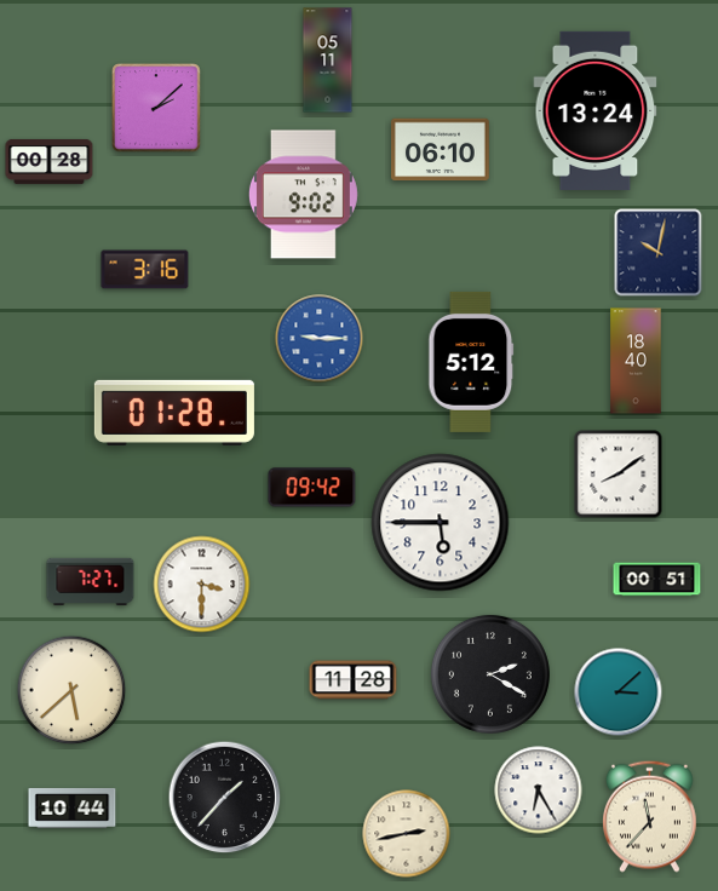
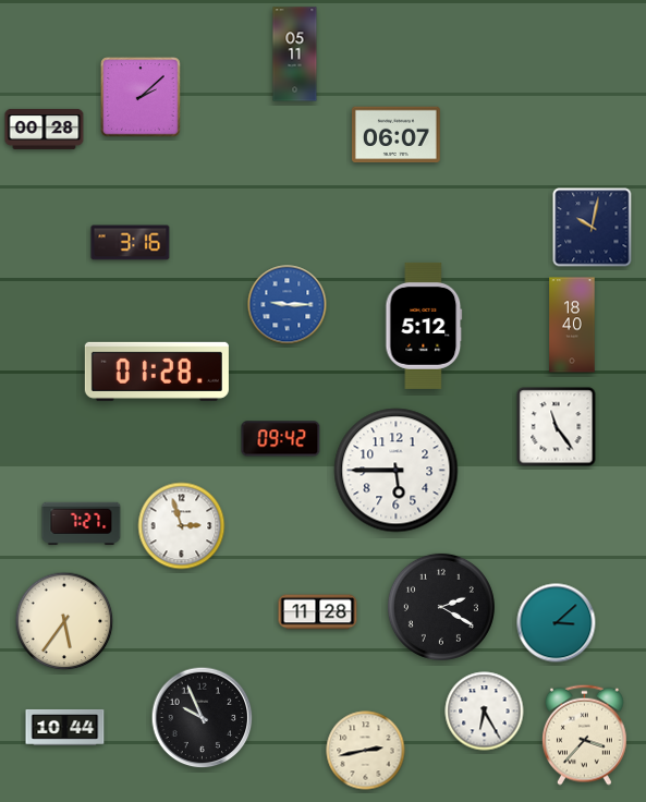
clock at (596, 110): 13:24 -> none
clock at (440, 150): 06:10 -> 06:07
clock at (50, 161) position: (50, 161) -> (45, 129)
clock at (303, 195): 9:02 -> none
clock at (619, 475): 8:09 -> 11:24
clock at (657, 580): 00:51 -> none
clock at (202, 585): 3:30 -> 2:57
clock at (71, 690): 5:38 -> 5:36
clock at (225, 798): 1:37 -> 9:56
clock at (650, 816): 11:37 -> 3:37
